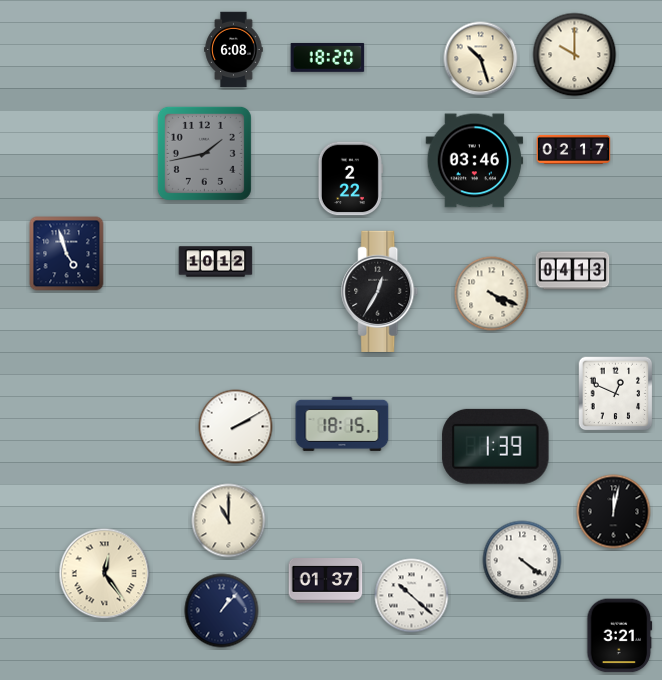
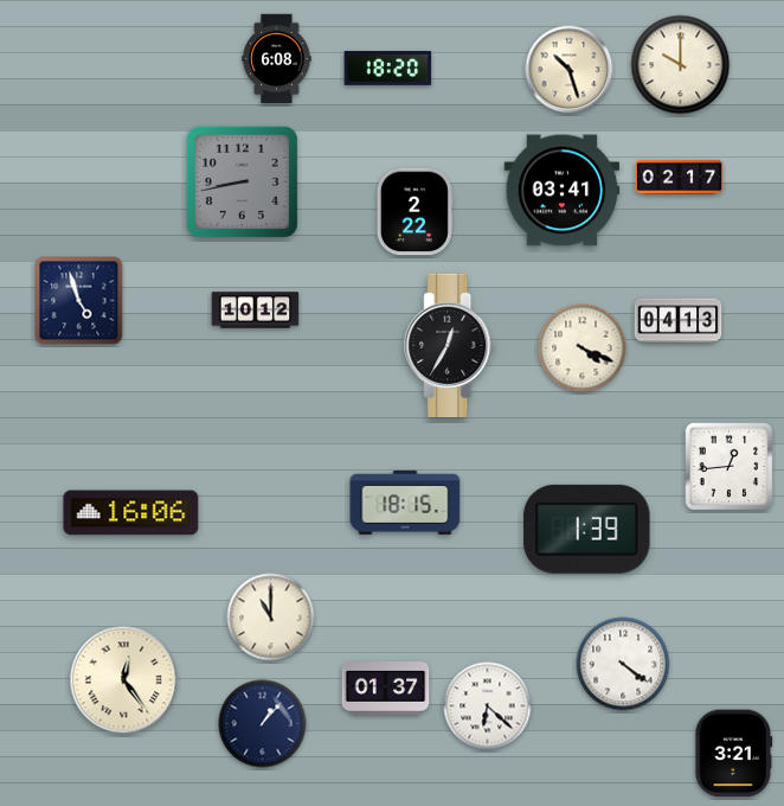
clock at (204, 153): 1:43 -> 8:43
clock at (475, 161): 03:46 -> 03:41
clock at (616, 394): 12:49 -> 12:44
clock at (236, 427): 2:10 -> none
clock at (131, 513): none -> 16:06
clock at (614, 512): 12:02 -> none
clock at (522, 560) position: (522, 560) -> (623, 664)
clock at (412, 596): 10:22 -> 6:22
